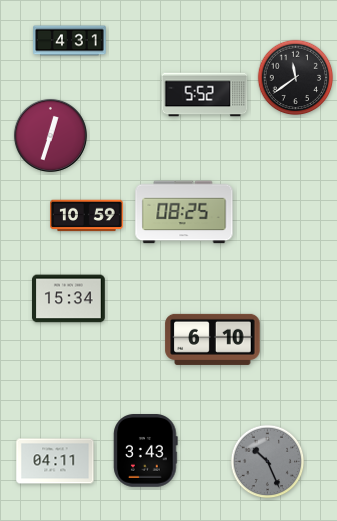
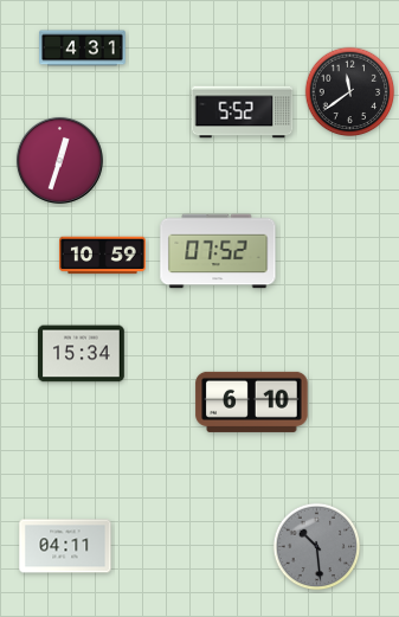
clock at (184, 212): 08:25 -> 07:52
clock at (146, 451): 3:43 -> none
clock at (268, 462): 10:26 -> 10:29
